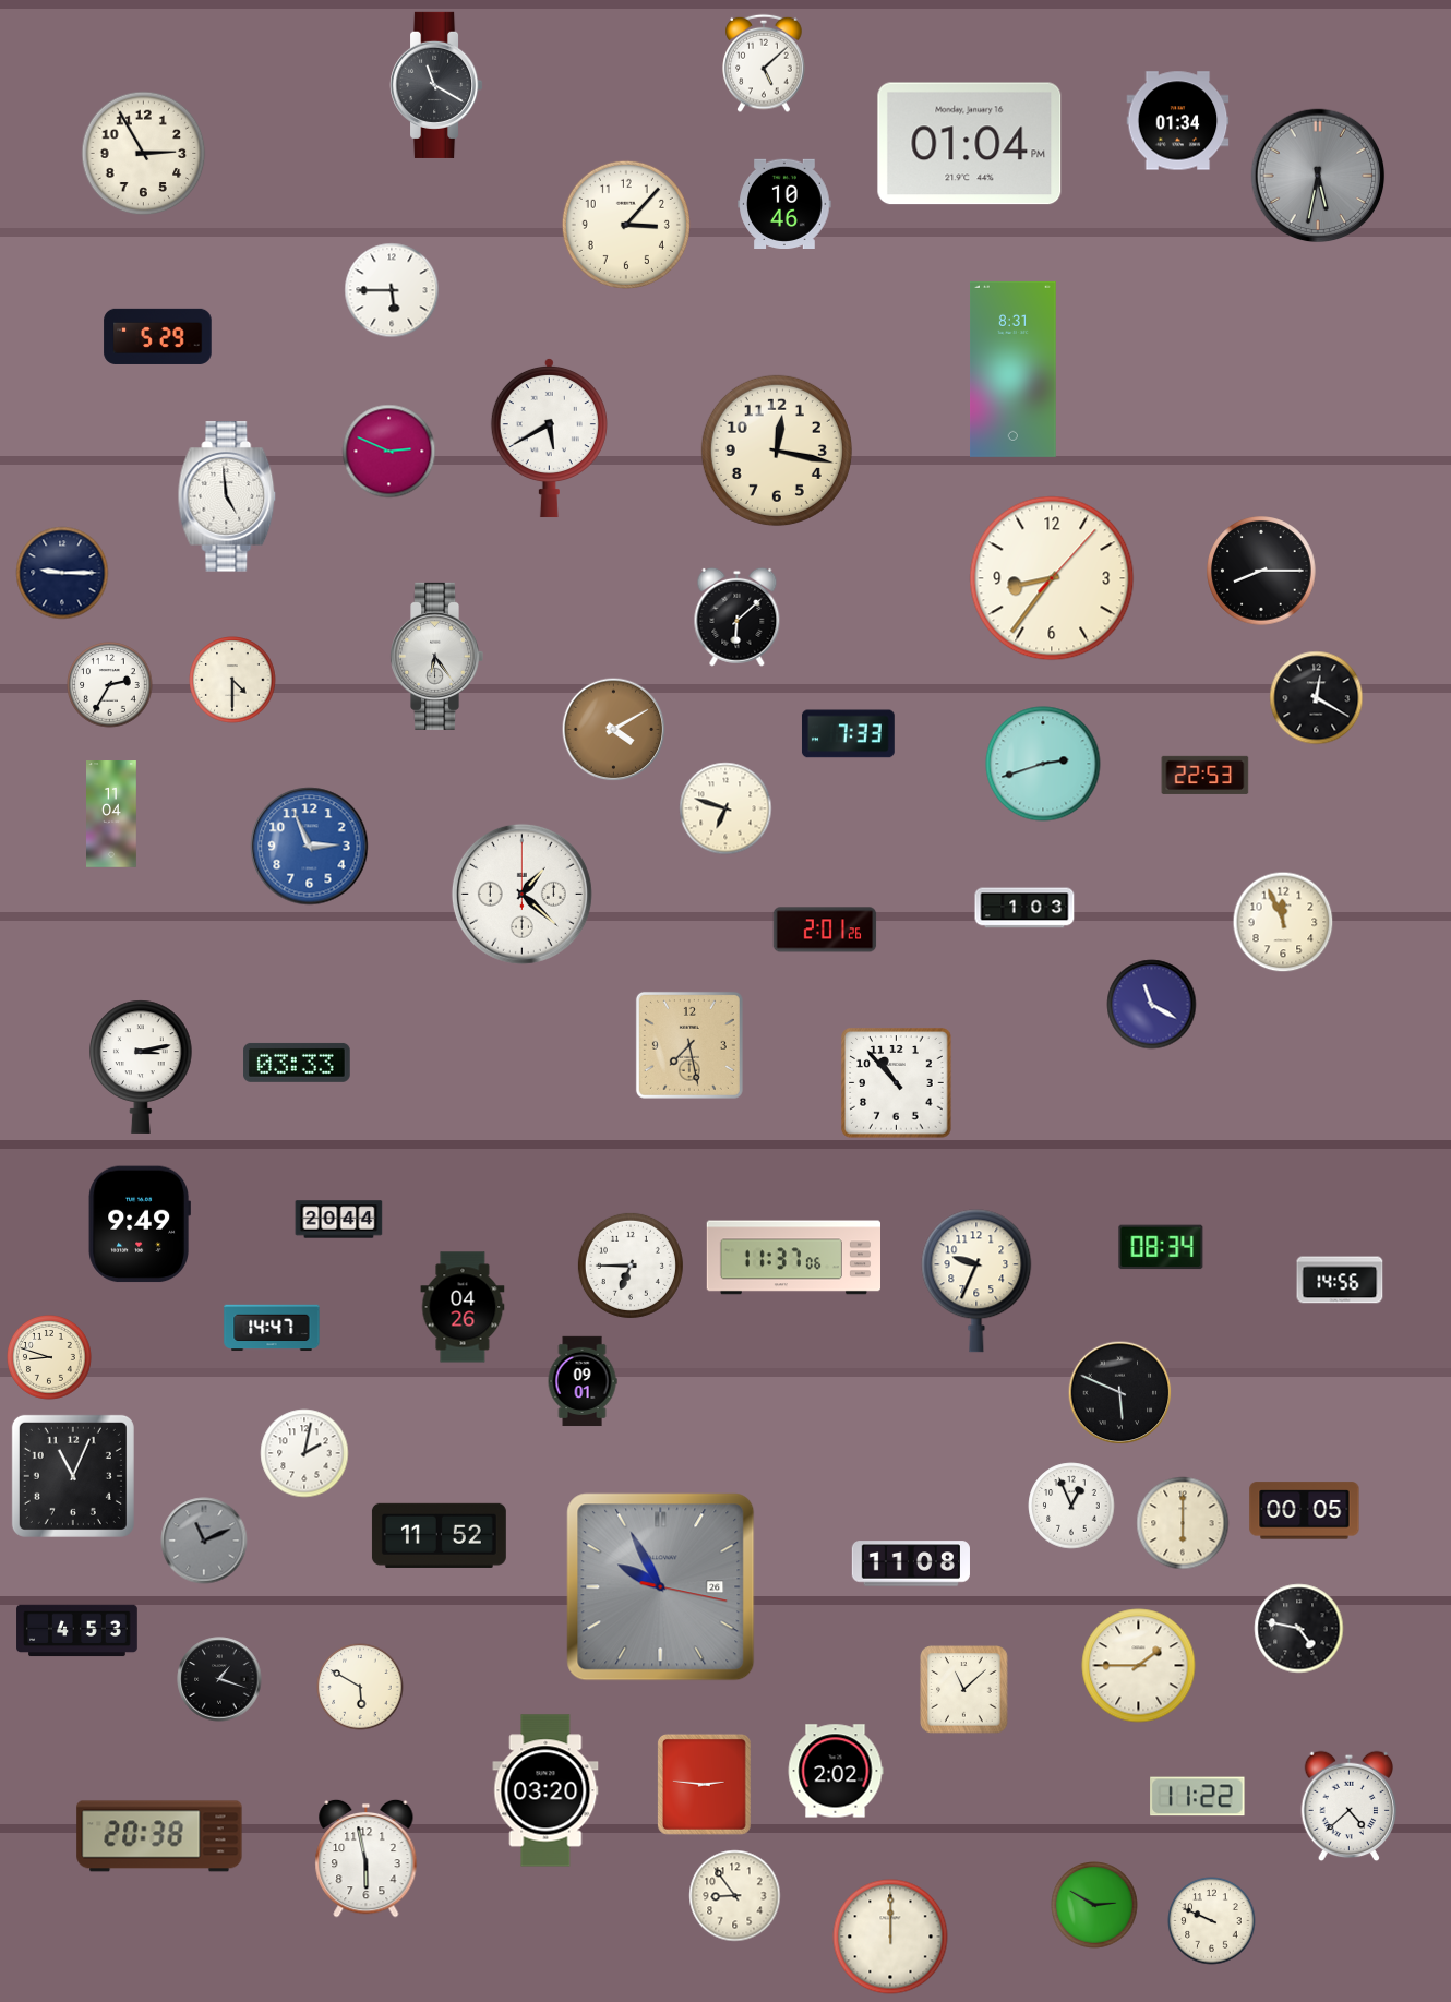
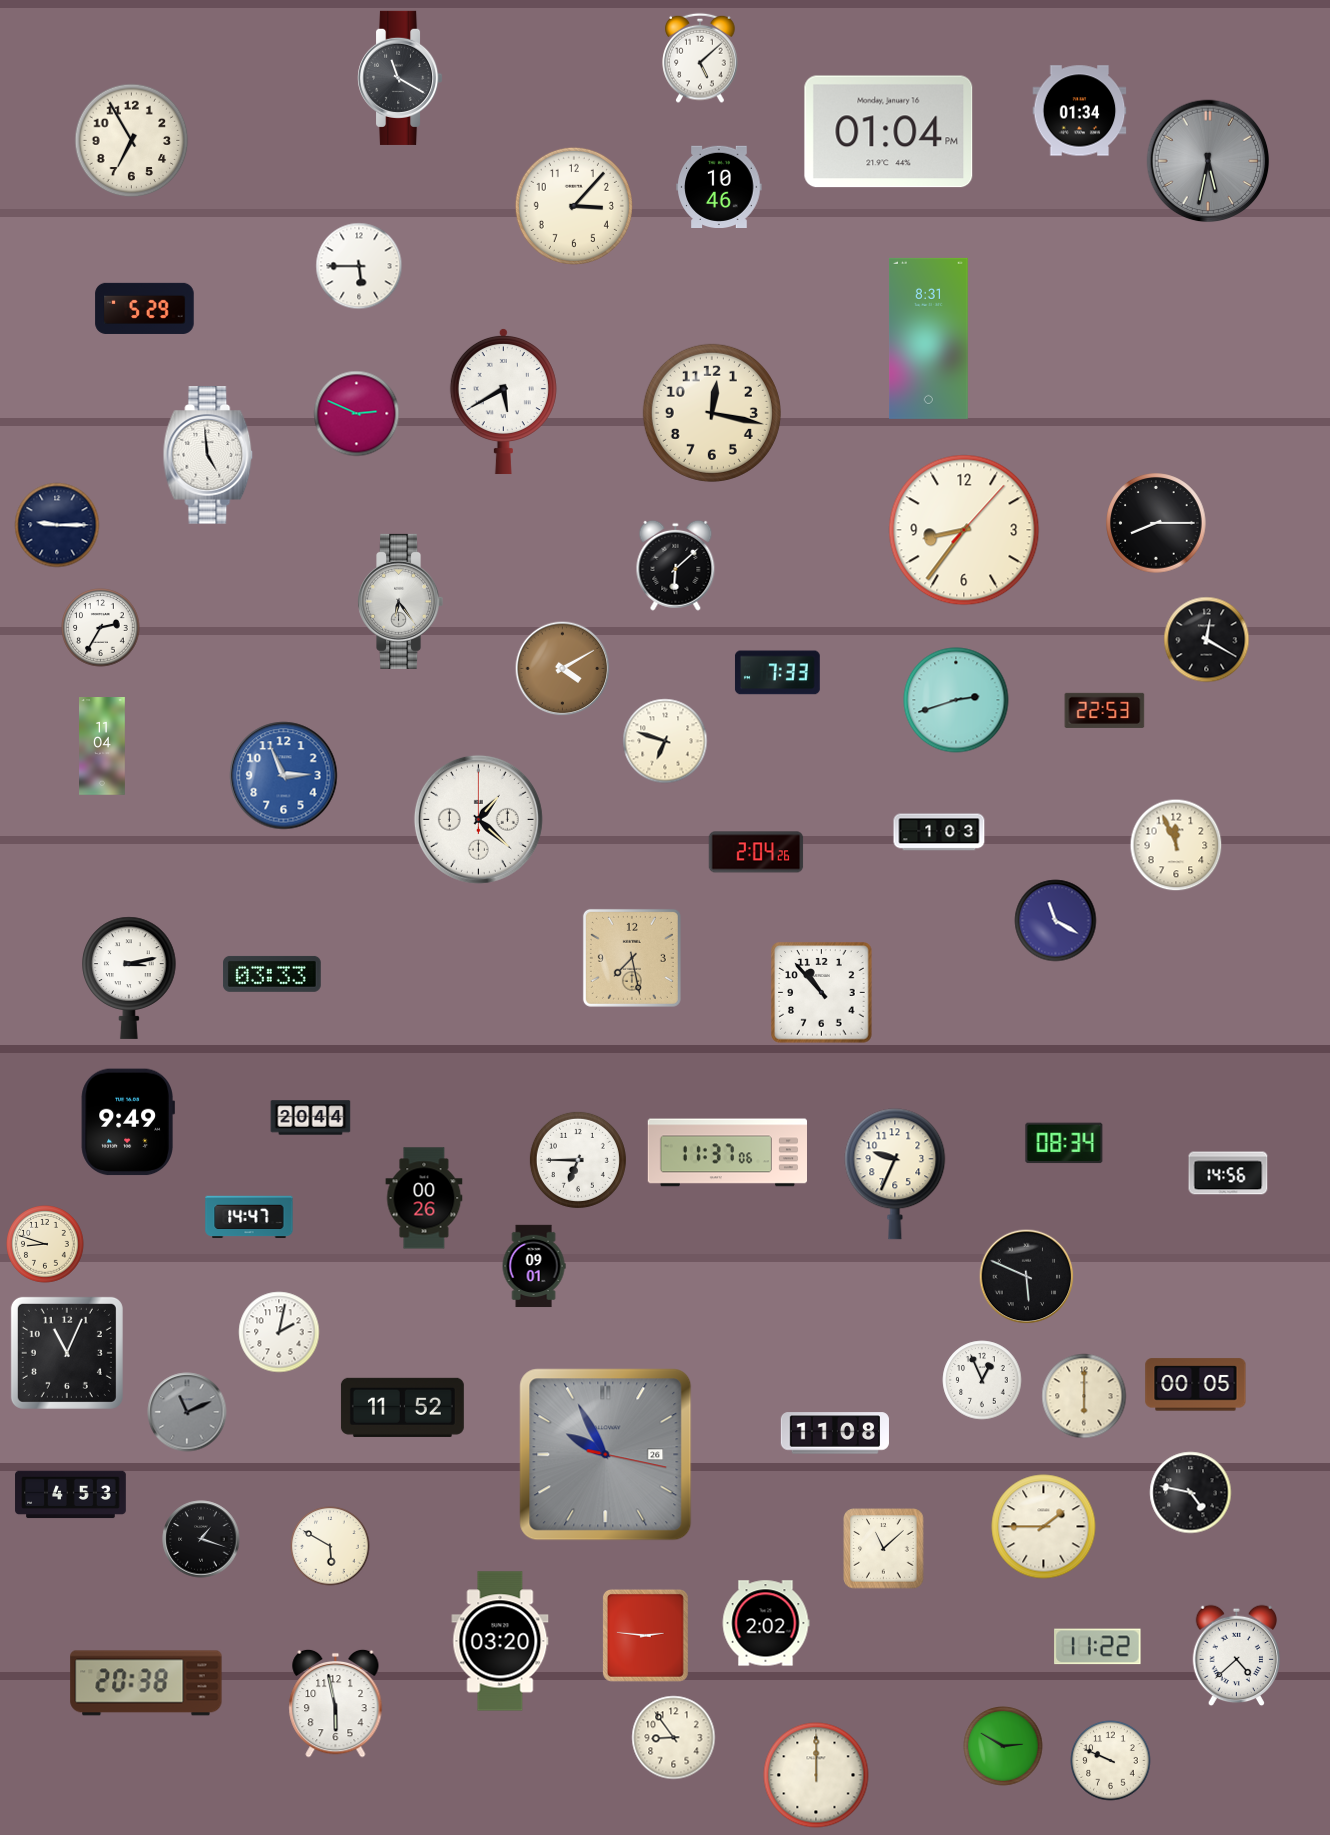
clock at (144, 154): 2:55 -> 6:55
clock at (232, 680): 4:30 -> none
clock at (825, 930): 2:01 -> 2:04
clock at (463, 1307): 04:26 -> 00:26
